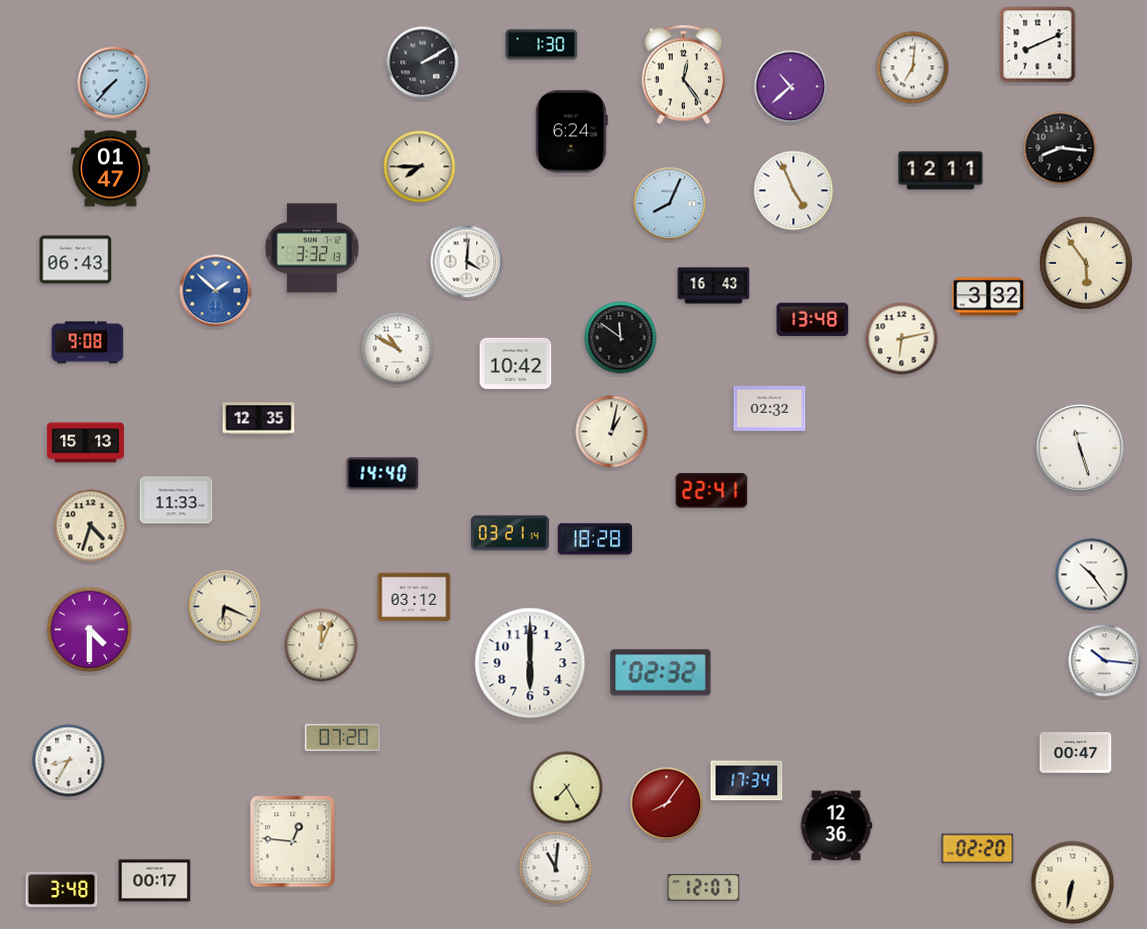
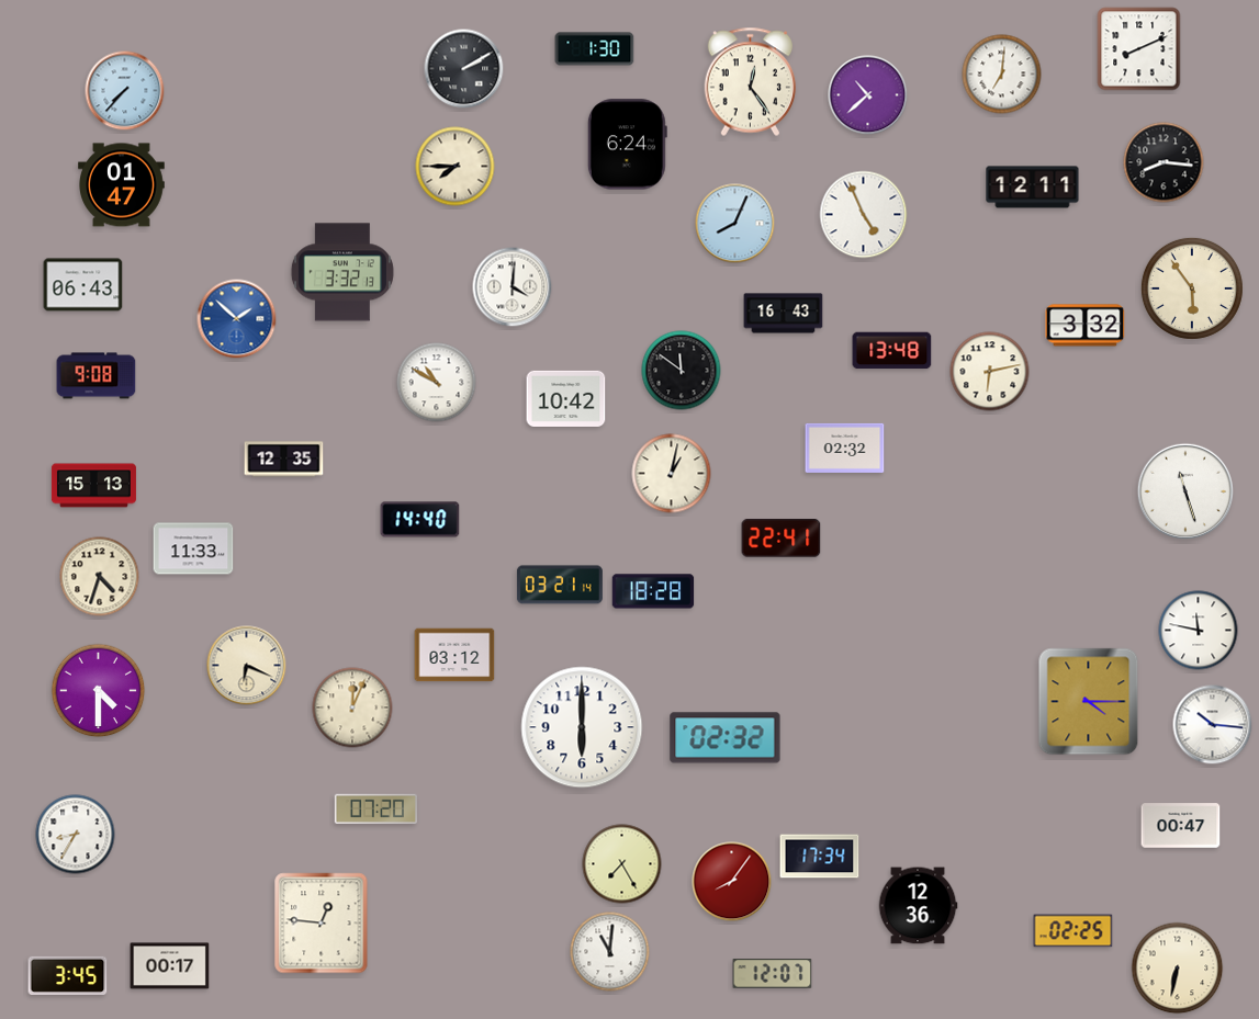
clock at (420, 167) position: (420, 167) -> (456, 167)
clock at (794, 191) position: (794, 191) -> (864, 215)
clock at (1092, 575): 10:24 -> 11:47
clock at (1089, 702): none -> 4:15
clock at (978, 849): 02:20 -> 02:25
clock at (62, 889): 3:48 -> 3:45
